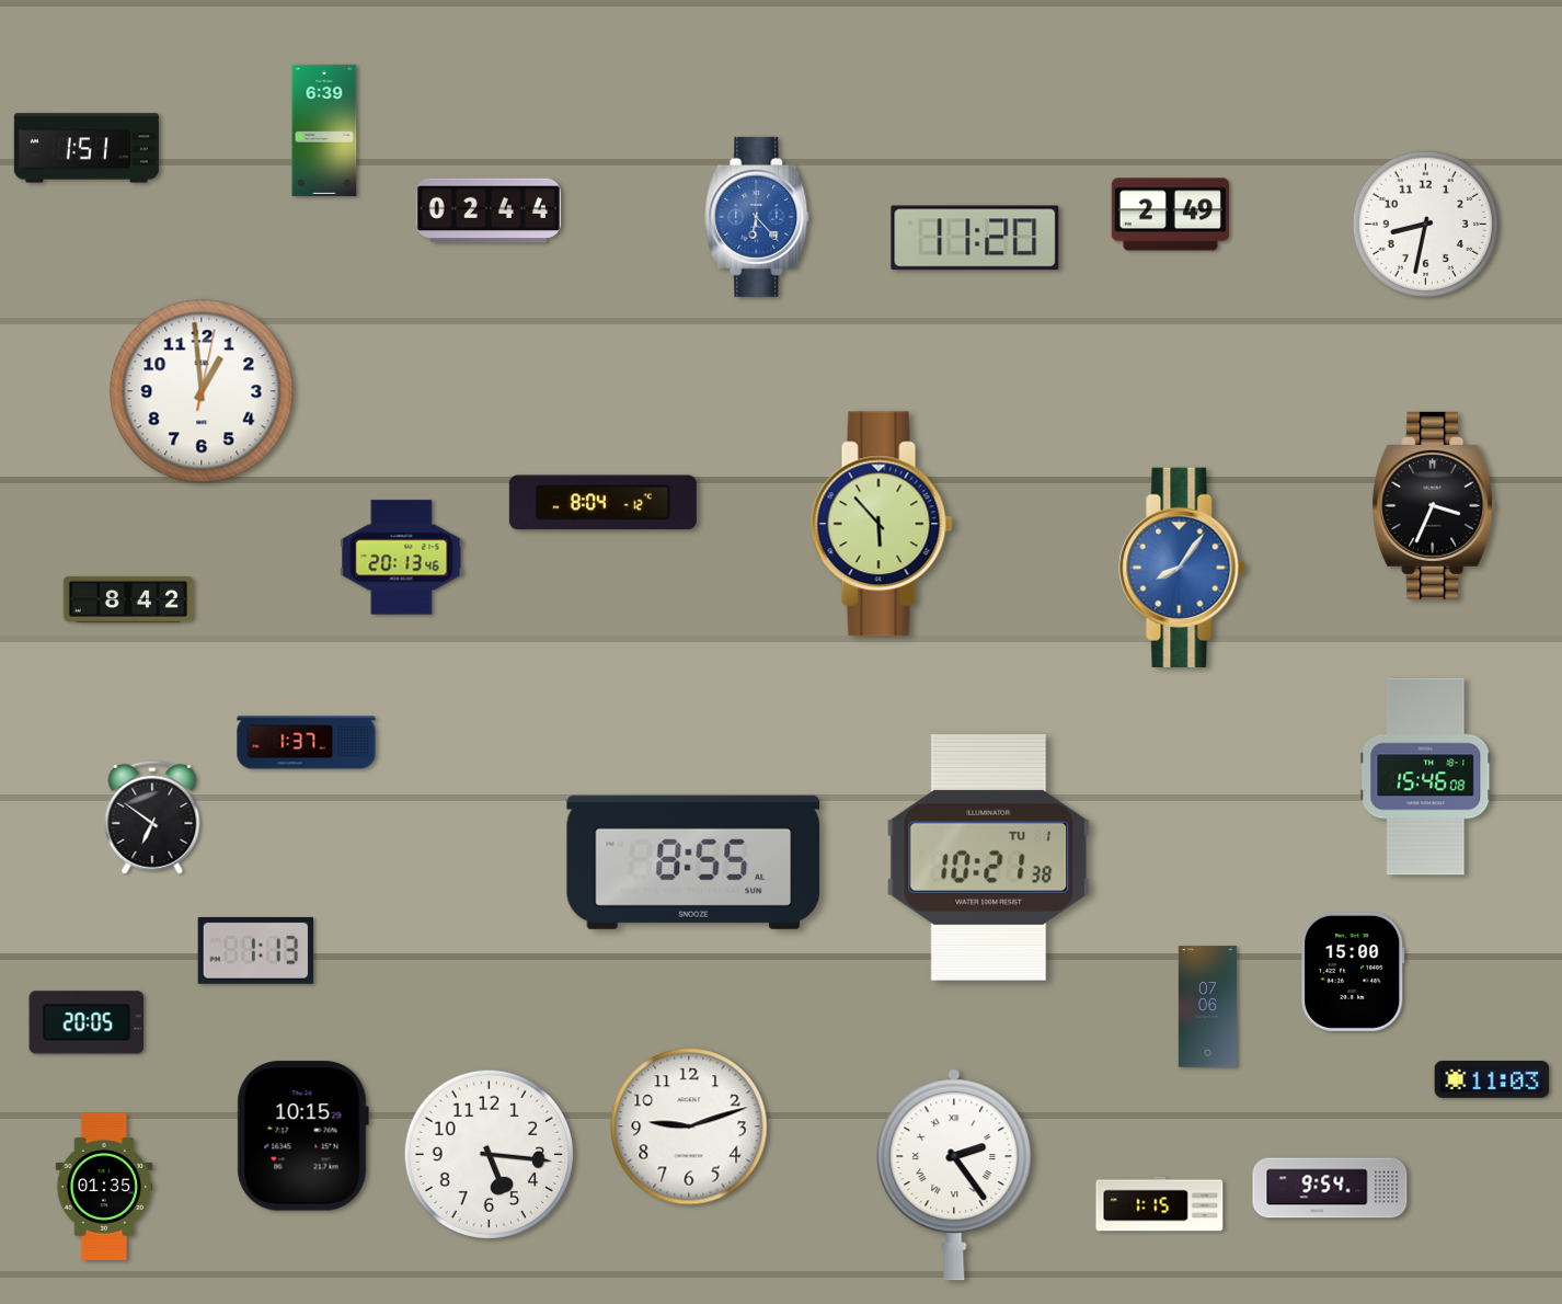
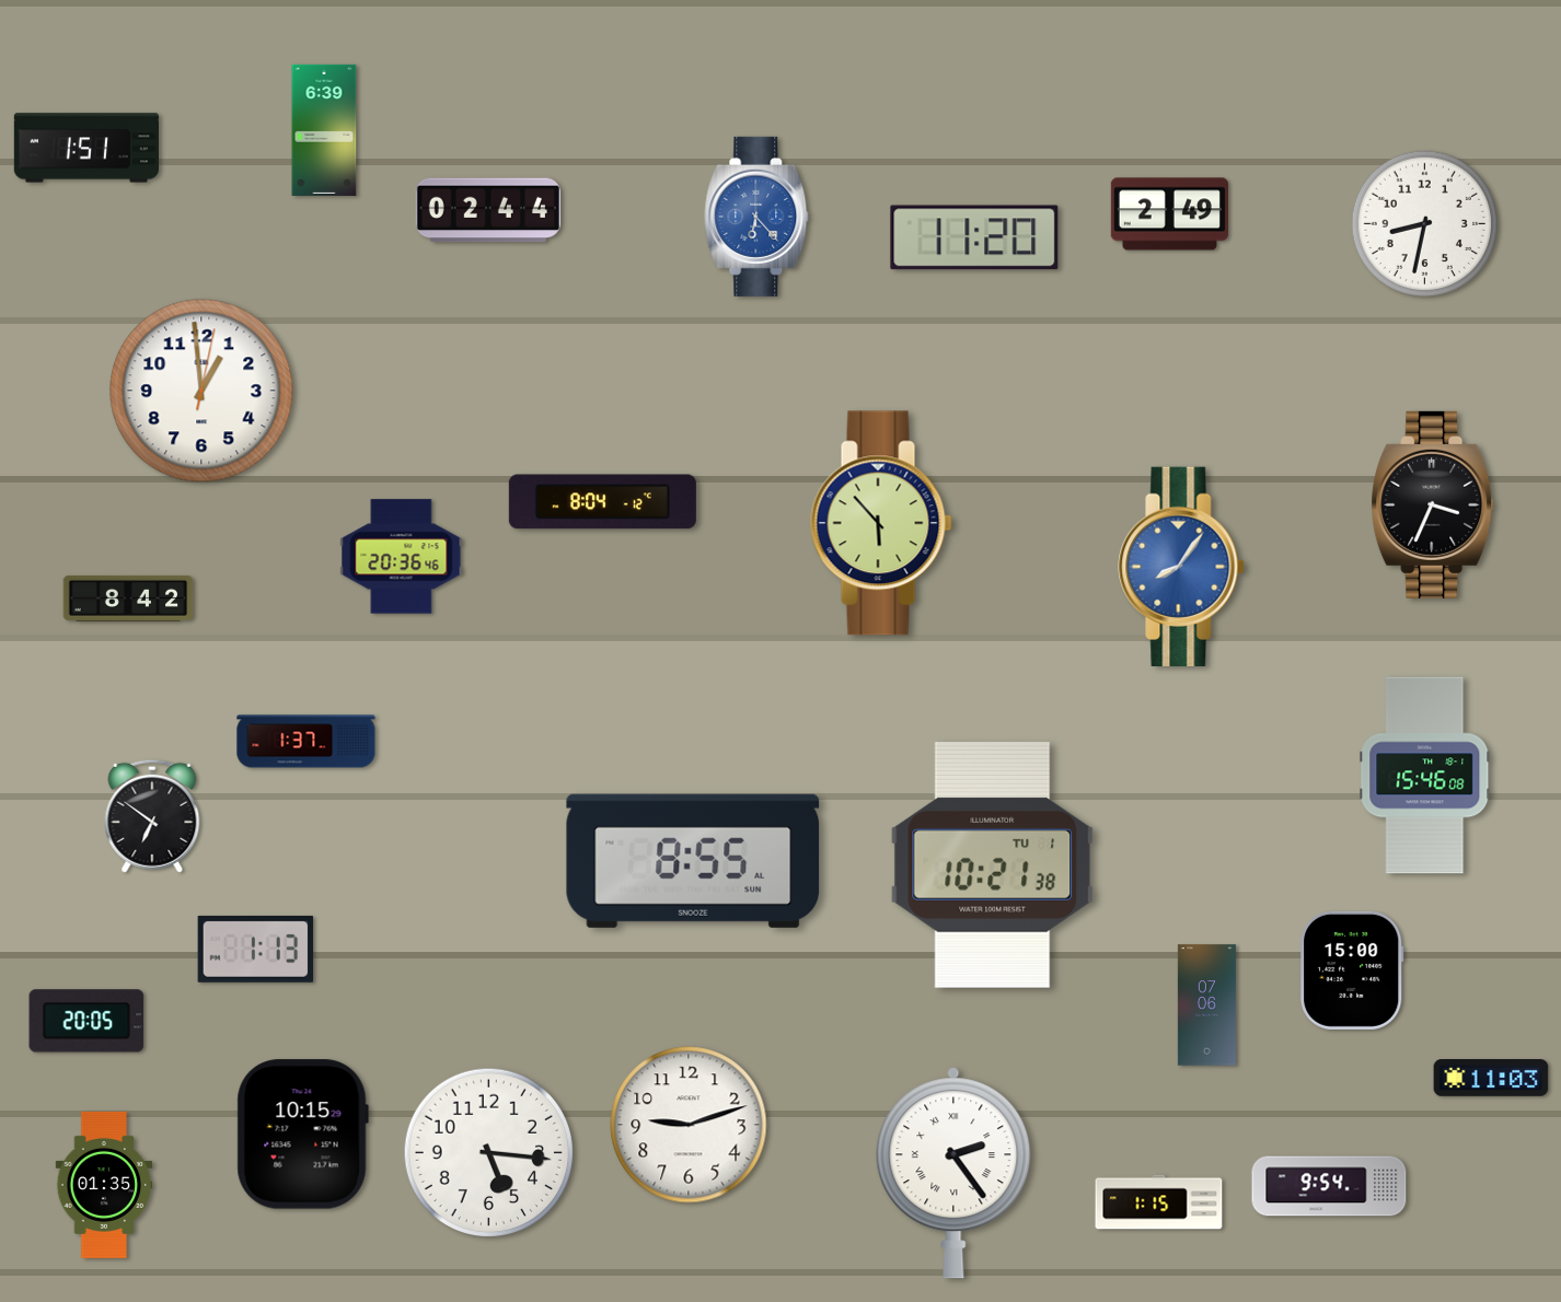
clock at (402, 558): 20:13 -> 20:36
clock at (989, 857) position: (989, 857) -> (993, 864)
